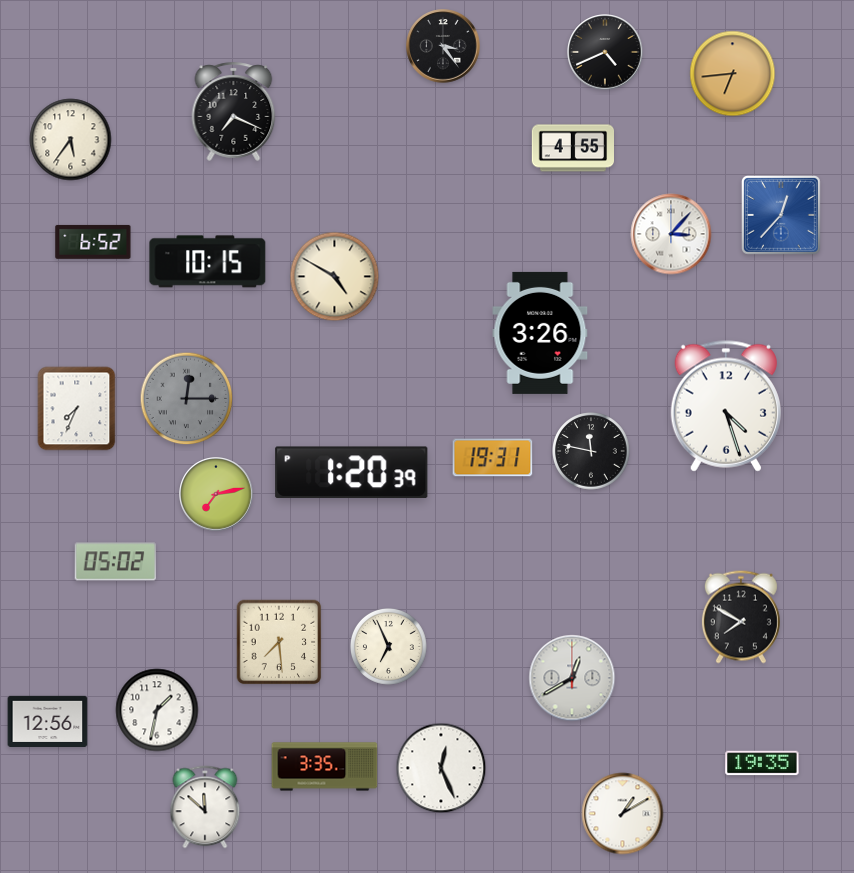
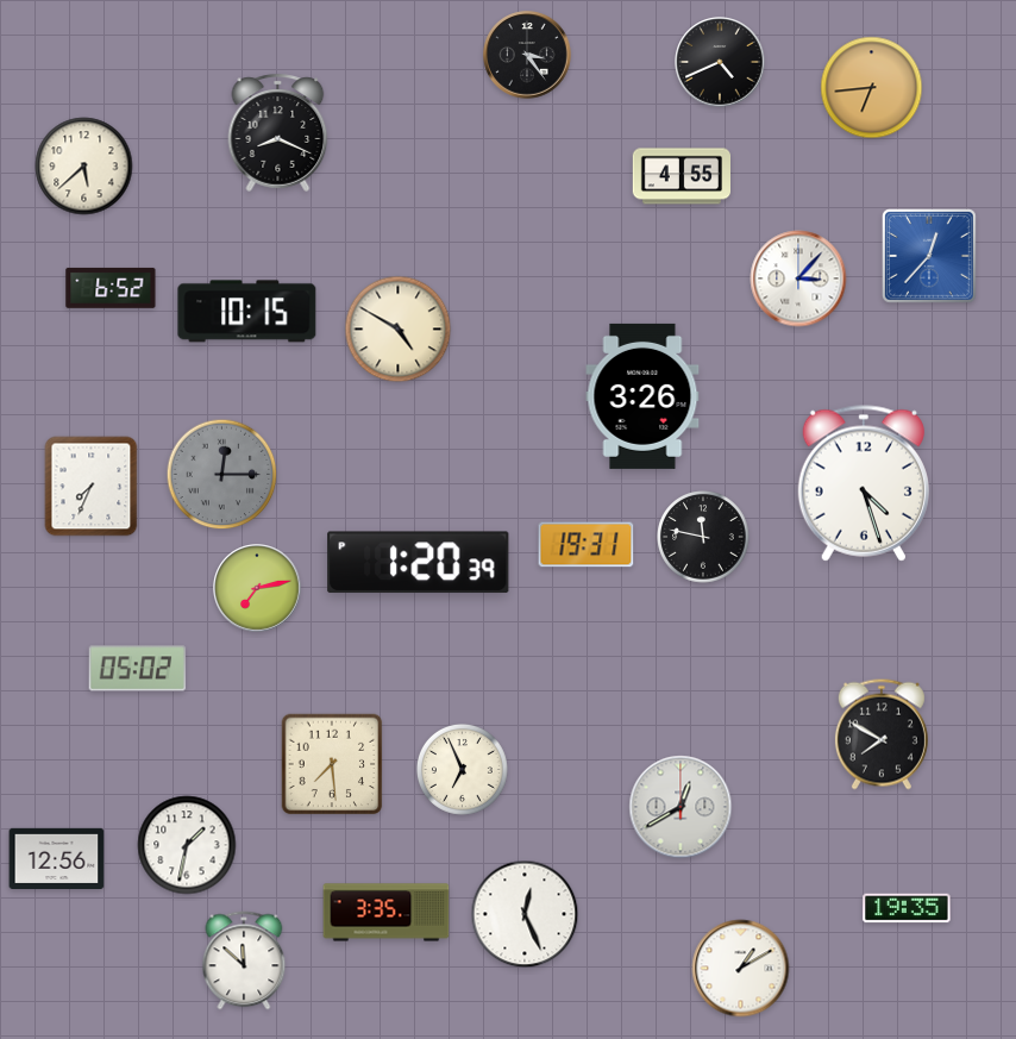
clock at (234, 111): 7:19 -> 8:19
clock at (71, 140): 5:36 -> 5:38
